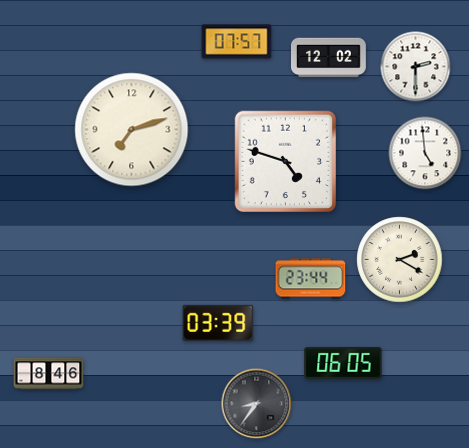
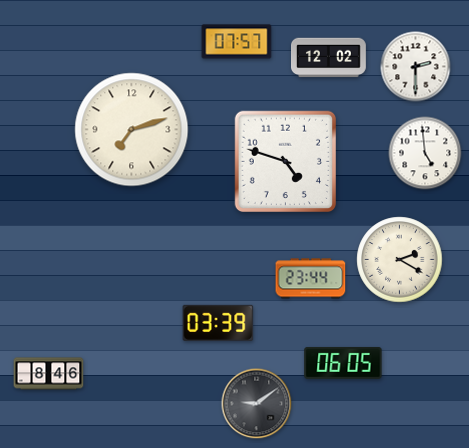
clock at (257, 404): 8:36 -> 9:09
